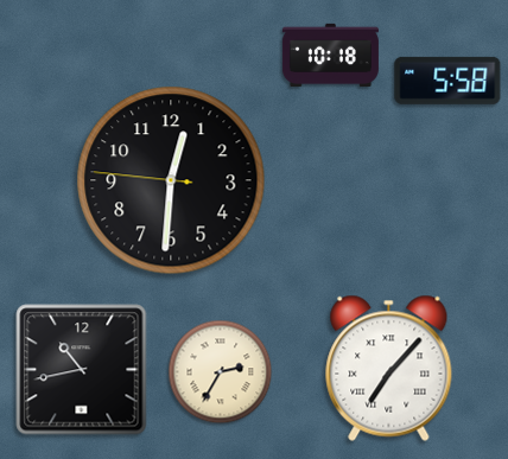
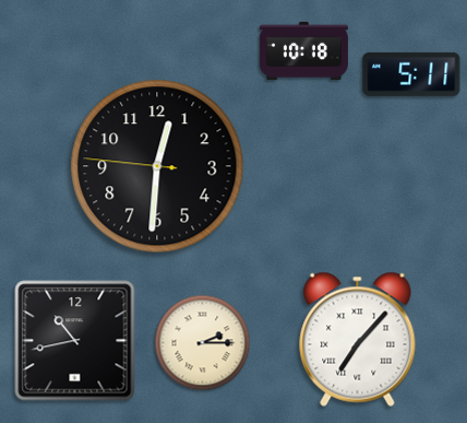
clock at (447, 81): 5:58 -> 5:11
clock at (221, 372): 2:35 -> 2:15
